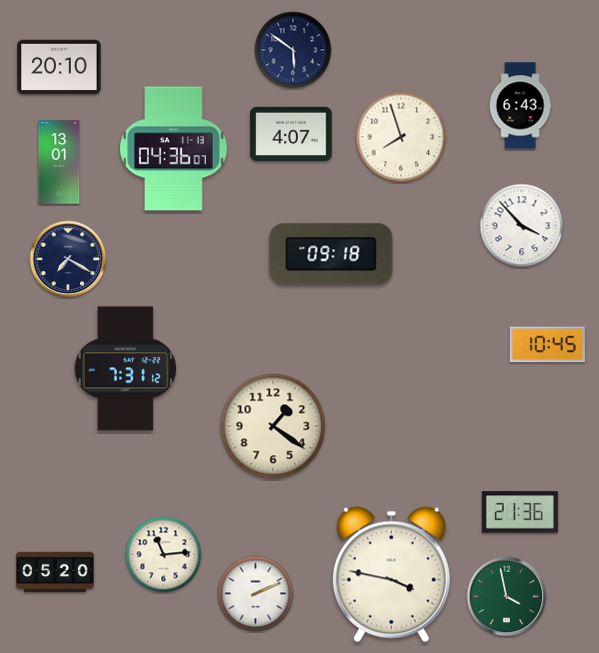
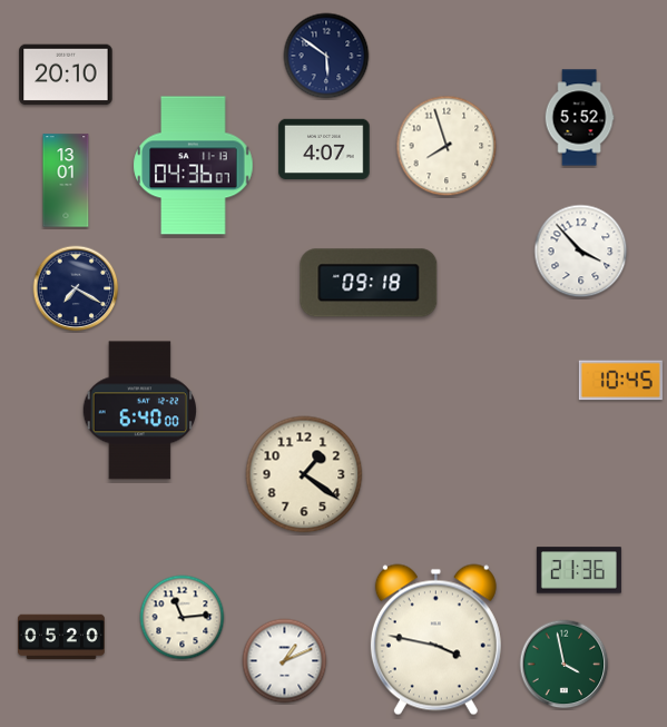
clock at (520, 106): 6:43 -> 5:52
clock at (401, 137) position: (401, 137) -> (447, 146)
clock at (547, 345) position: (547, 345) -> (620, 381)
clock at (125, 369): 7:31 -> 6:40
clock at (256, 594): 2:11 -> 1:11
